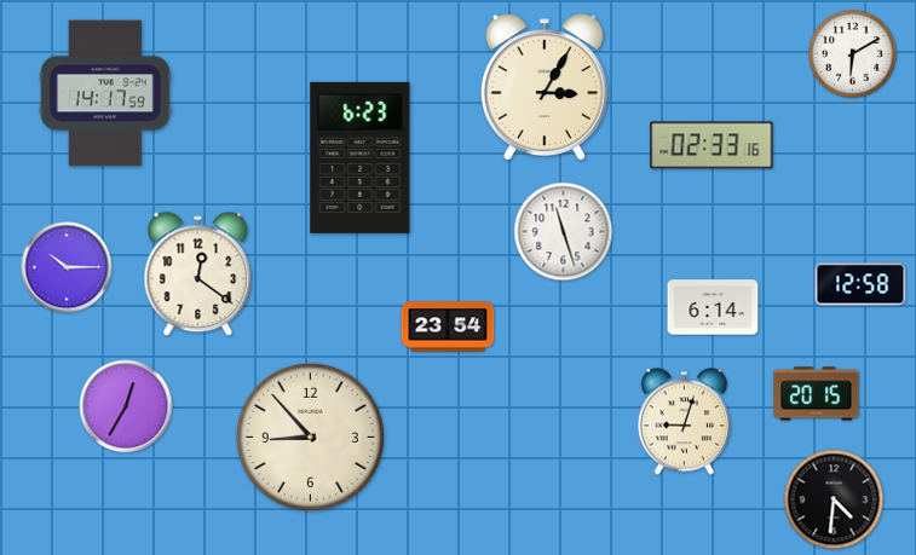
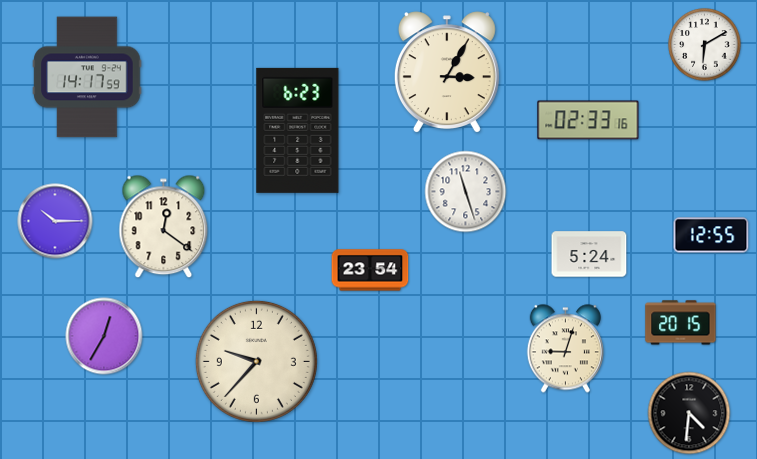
clock at (545, 87) position: (545, 87) -> (447, 72)
clock at (860, 284): 12:58 -> 12:55
clock at (713, 307): 6:14 -> 5:24
clock at (817, 394) position: (817, 394) -> (681, 323)
clock at (310, 437): 8:53 -> 9:37
